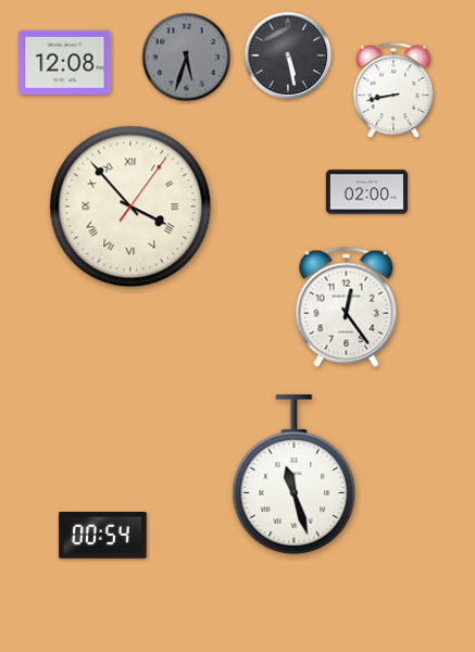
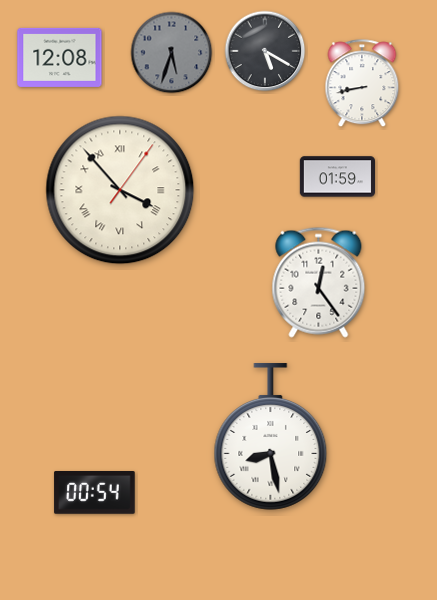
clock at (288, 55): 5:28 -> 5:20
clock at (366, 192): 02:00 -> 01:59
clock at (295, 475): 11:27 -> 8:28
